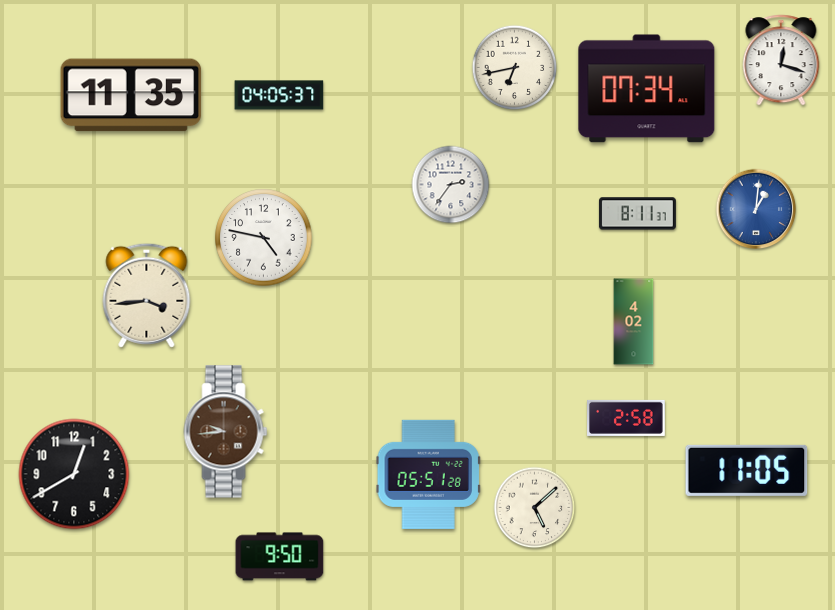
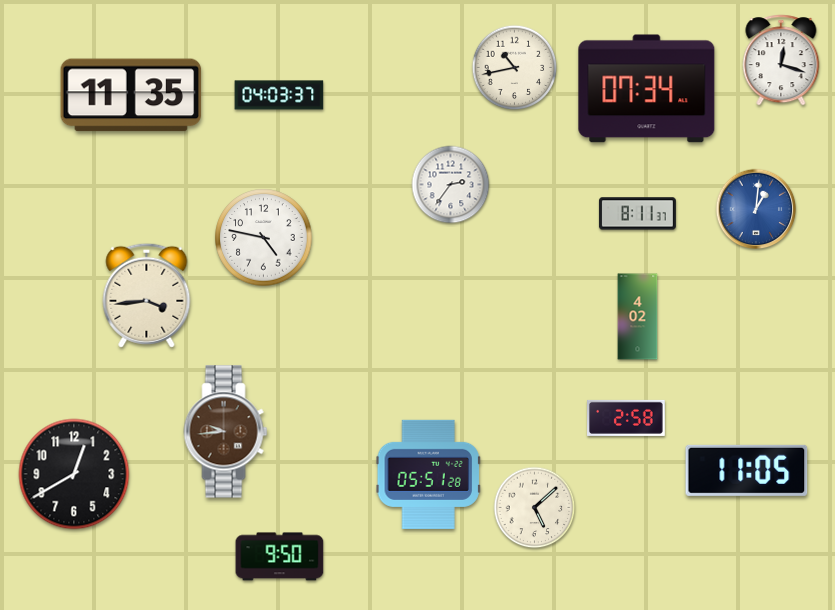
clock at (515, 68): 6:43 -> 10:43
clock at (279, 95): 04:05 -> 04:03
clock at (634, 322) position: (634, 322) -> (638, 317)
